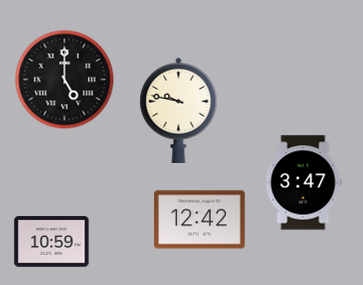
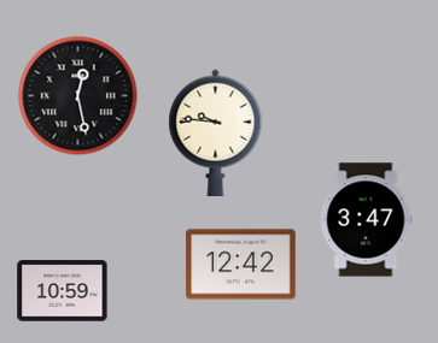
clock at (65, 80): 5:00 -> 12:28
clock at (179, 110): 9:47 -> 9:46
